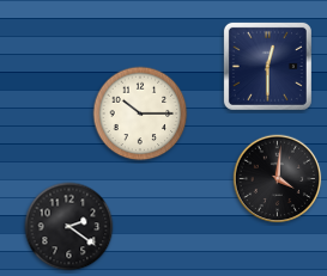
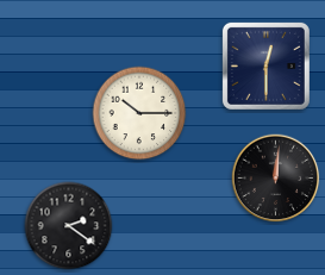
clock at (278, 179): 4:01 -> 12:01
